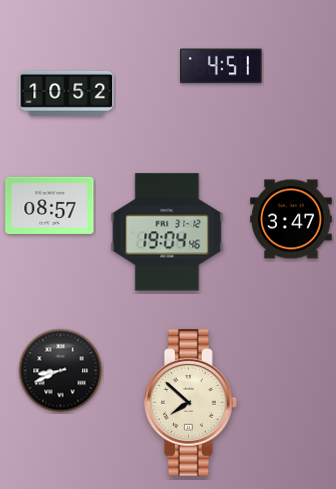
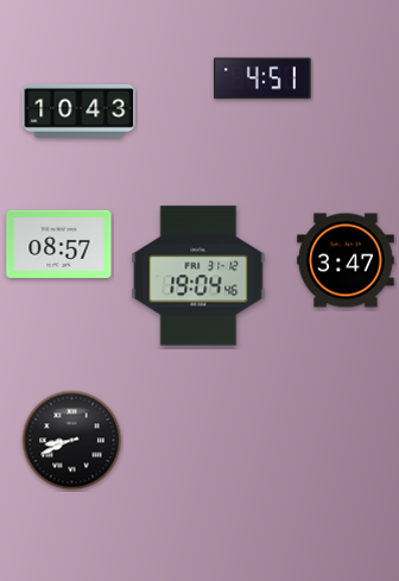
clock at (67, 93): 10:52 -> 10:43
clock at (191, 403): 7:52 -> none
